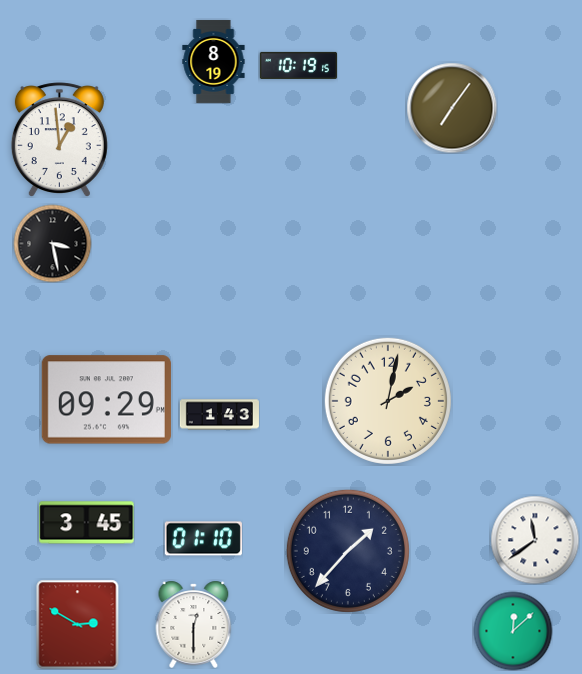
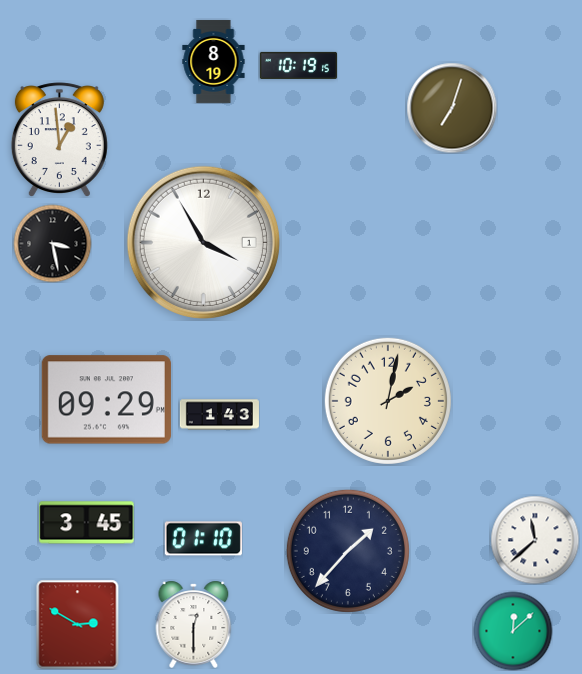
clock at (452, 108): 7:06 -> 7:03
clock at (203, 242): none -> 3:55
clock at (535, 540): 11:39 -> 11:38
